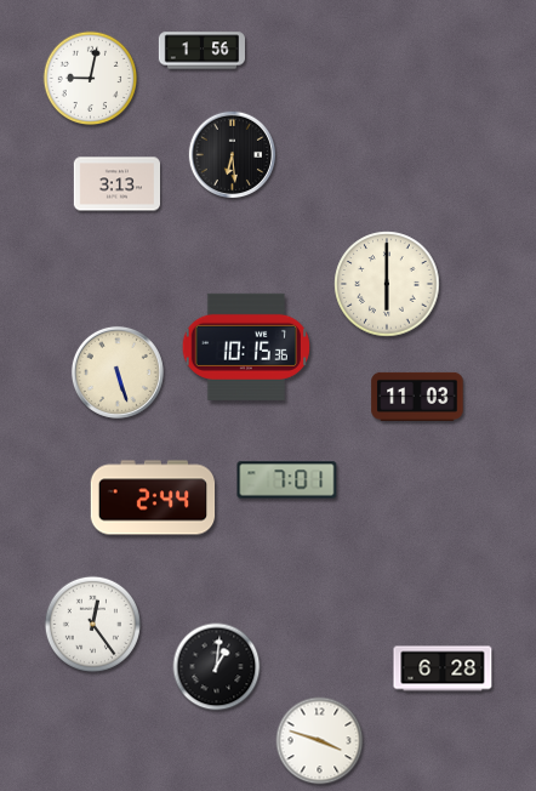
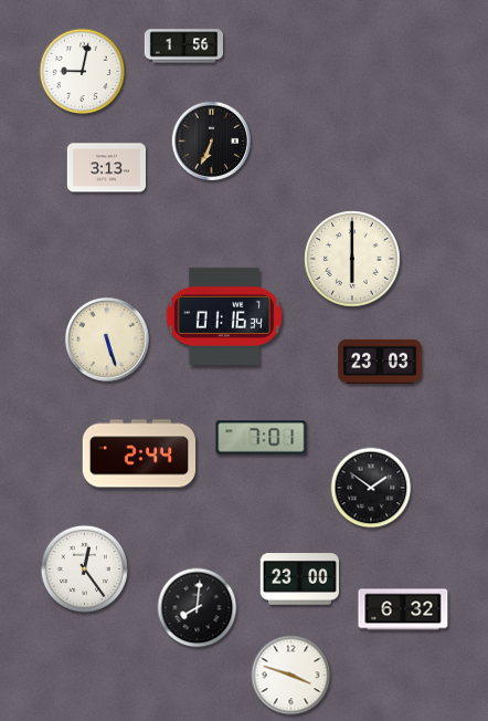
clock at (232, 154): 6:29 -> 6:34
clock at (245, 347): 10:15 -> 01:16
clock at (417, 397): 11:03 -> 23:03
clock at (371, 488): none -> 1:51
clock at (299, 579): none -> 23:00
clock at (217, 667): 1:01 -> 8:01
clock at (443, 668): 6:28 -> 6:32
